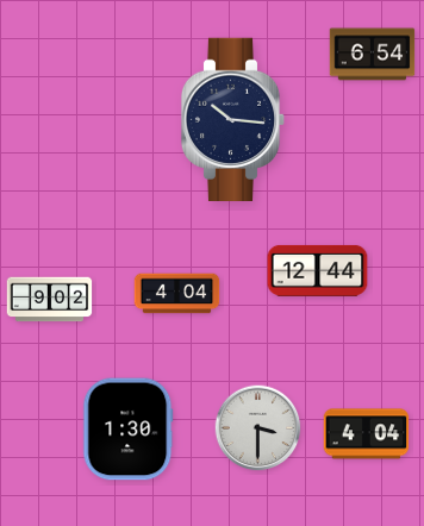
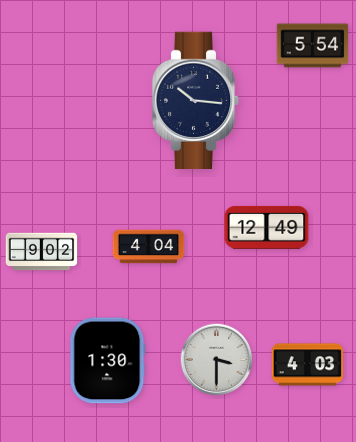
clock at (373, 55): 6:54 -> 5:54
clock at (318, 270): 12:44 -> 12:49
clock at (367, 434): 4:04 -> 4:03
